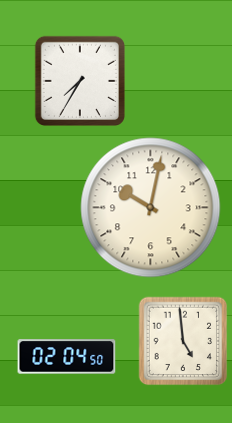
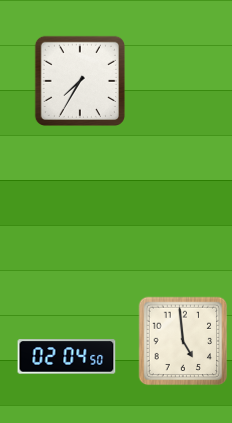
clock at (151, 208): 10:02 -> none
